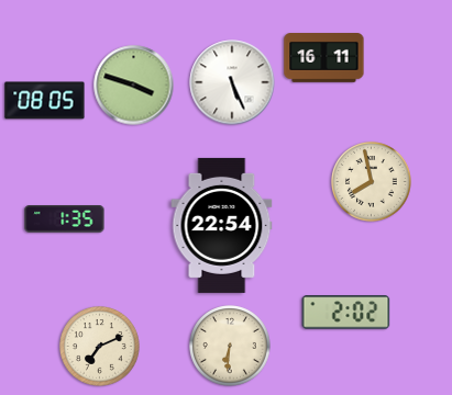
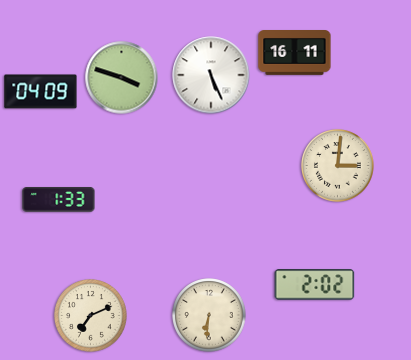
clock at (45, 101): 08:05 -> 04:09
clock at (372, 182): 7:58 -> 3:01
clock at (65, 219): 1:35 -> 1:33
clock at (222, 225): 22:54 -> none
